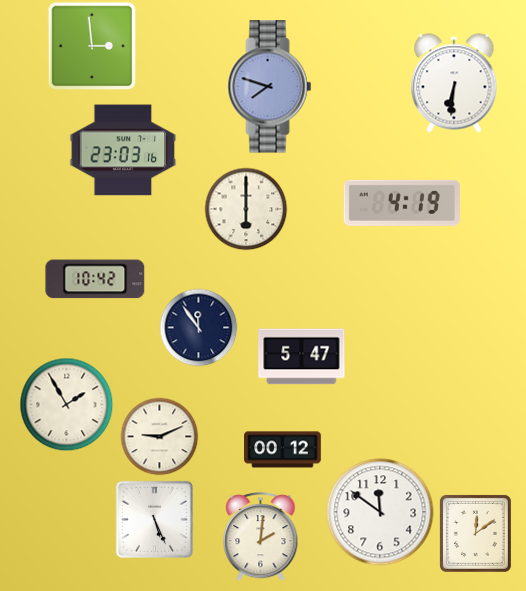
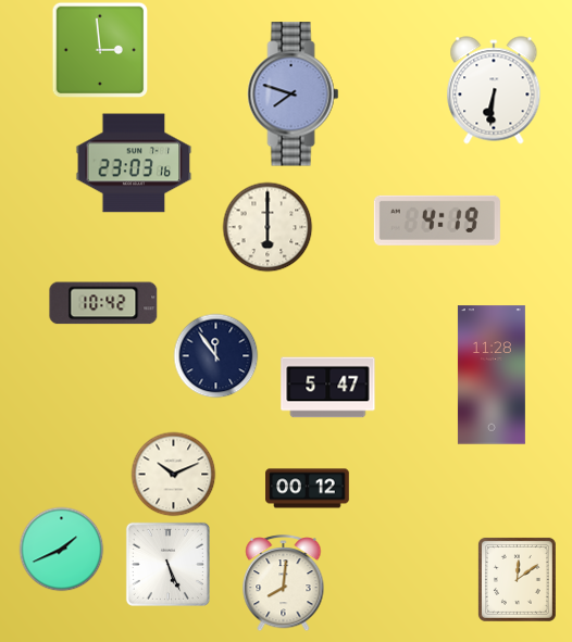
clock at (492, 375): none -> 11:28
clock at (66, 404): 1:55 -> none
clock at (159, 436): 9:11 -> 10:11
clock at (61, 549): none -> 1:41
clock at (380, 512): 11:51 -> none
clock at (261, 537): 2:01 -> 8:01
